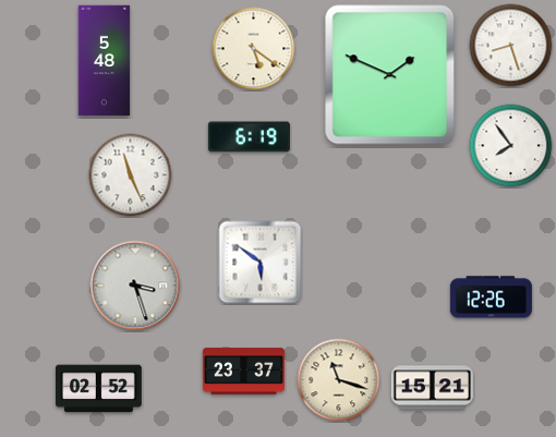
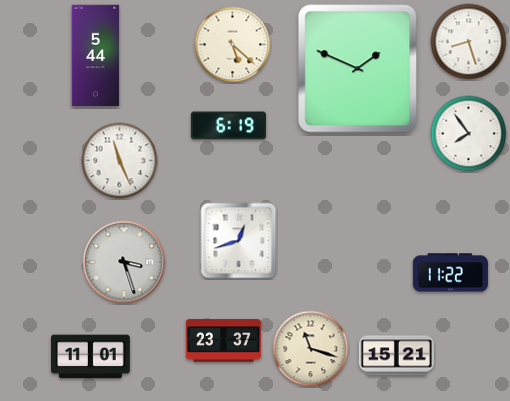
clock at (254, 49): 5:21 -> 5:22
clock at (105, 61): 5:48 -> 5:44
clock at (261, 263): 5:51 -> 12:42
clock at (491, 298): 12:26 -> 11:22
clock at (99, 389): 02:52 -> 11:01
